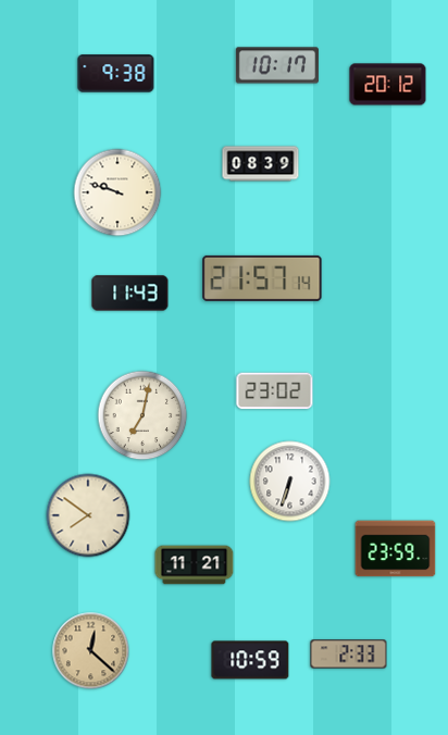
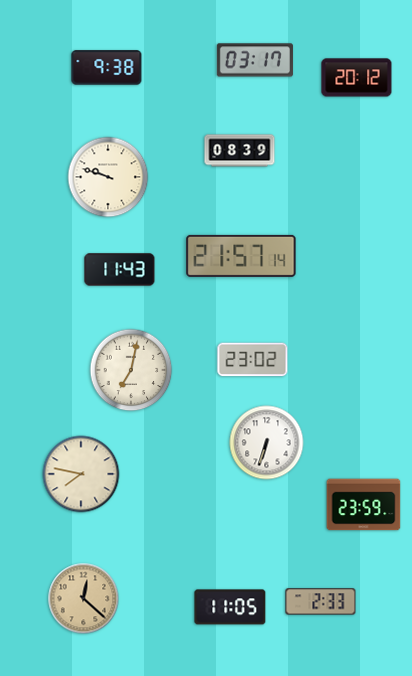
clock at (277, 65): 10:17 -> 03:17
clock at (142, 415) position: (142, 415) -> (131, 370)
clock at (88, 515): 7:51 -> 7:47
clock at (195, 565): 11:21 -> none
clock at (250, 660): 10:59 -> 11:05
